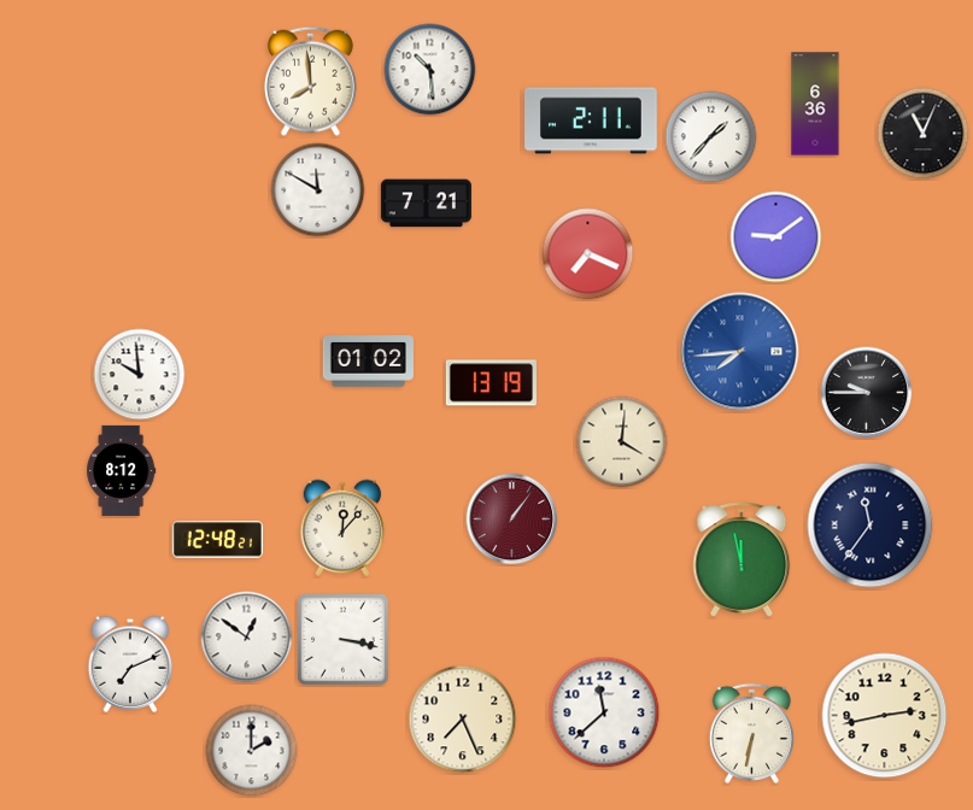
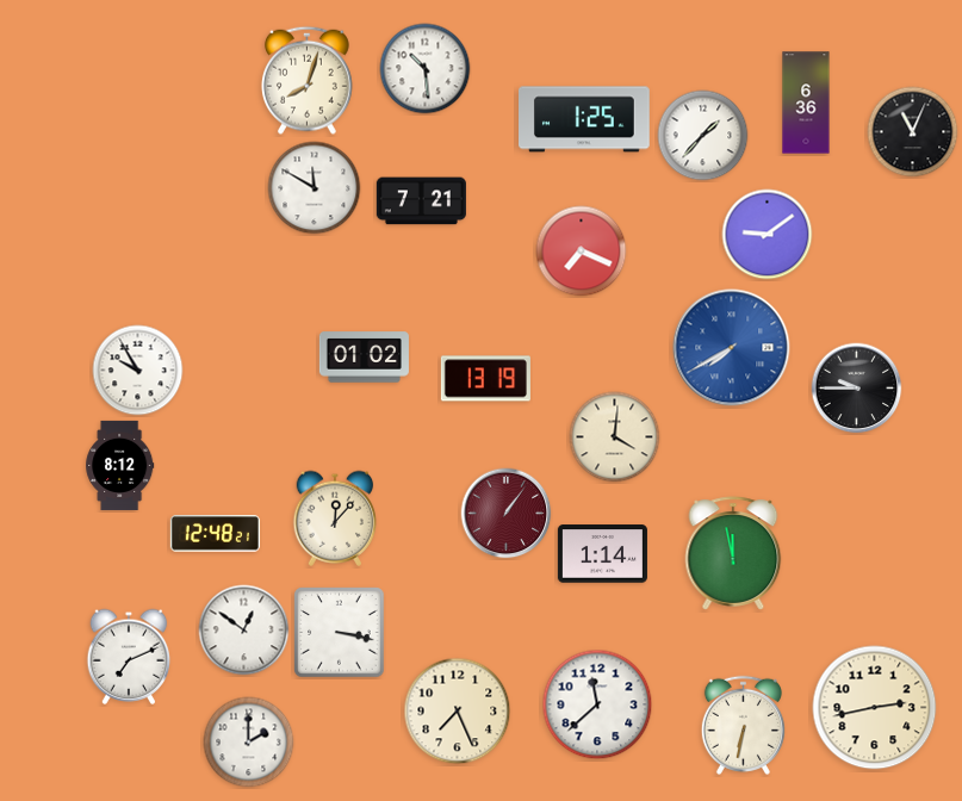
clock at (310, 81): 7:59 -> 8:03
clock at (592, 121): 2:11 -> 1:25
clock at (740, 352): 7:44 -> 7:40
clock at (140, 375): 9:59 -> 9:55
clock at (871, 526): 11:36 -> none
clock at (342, 528) position: (342, 528) -> (335, 519)
clock at (602, 554): none -> 1:14
